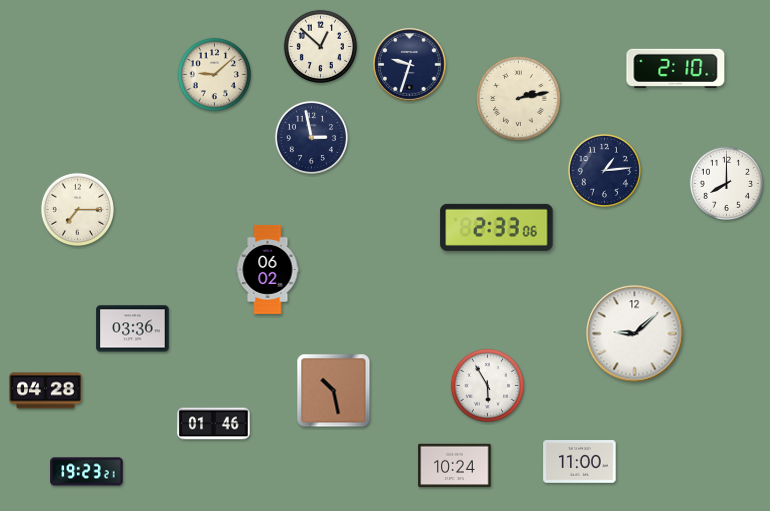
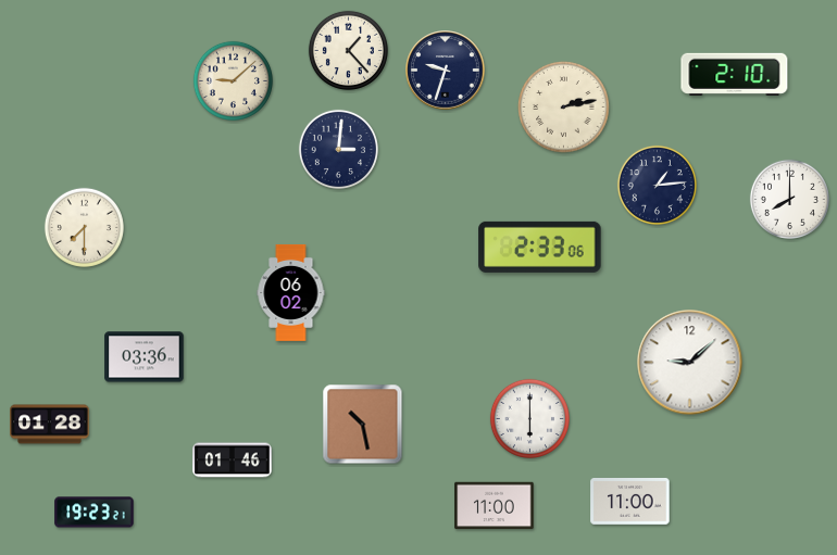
clock at (320, 46): 12:52 -> 1:23
clock at (311, 137): 2:58 -> 3:01
clock at (77, 209): 7:15 -> 7:30
clock at (487, 385): 5:55 -> 6:00
clock at (46, 391): 04:28 -> 01:28
clock at (455, 466): 10:24 -> 11:00
